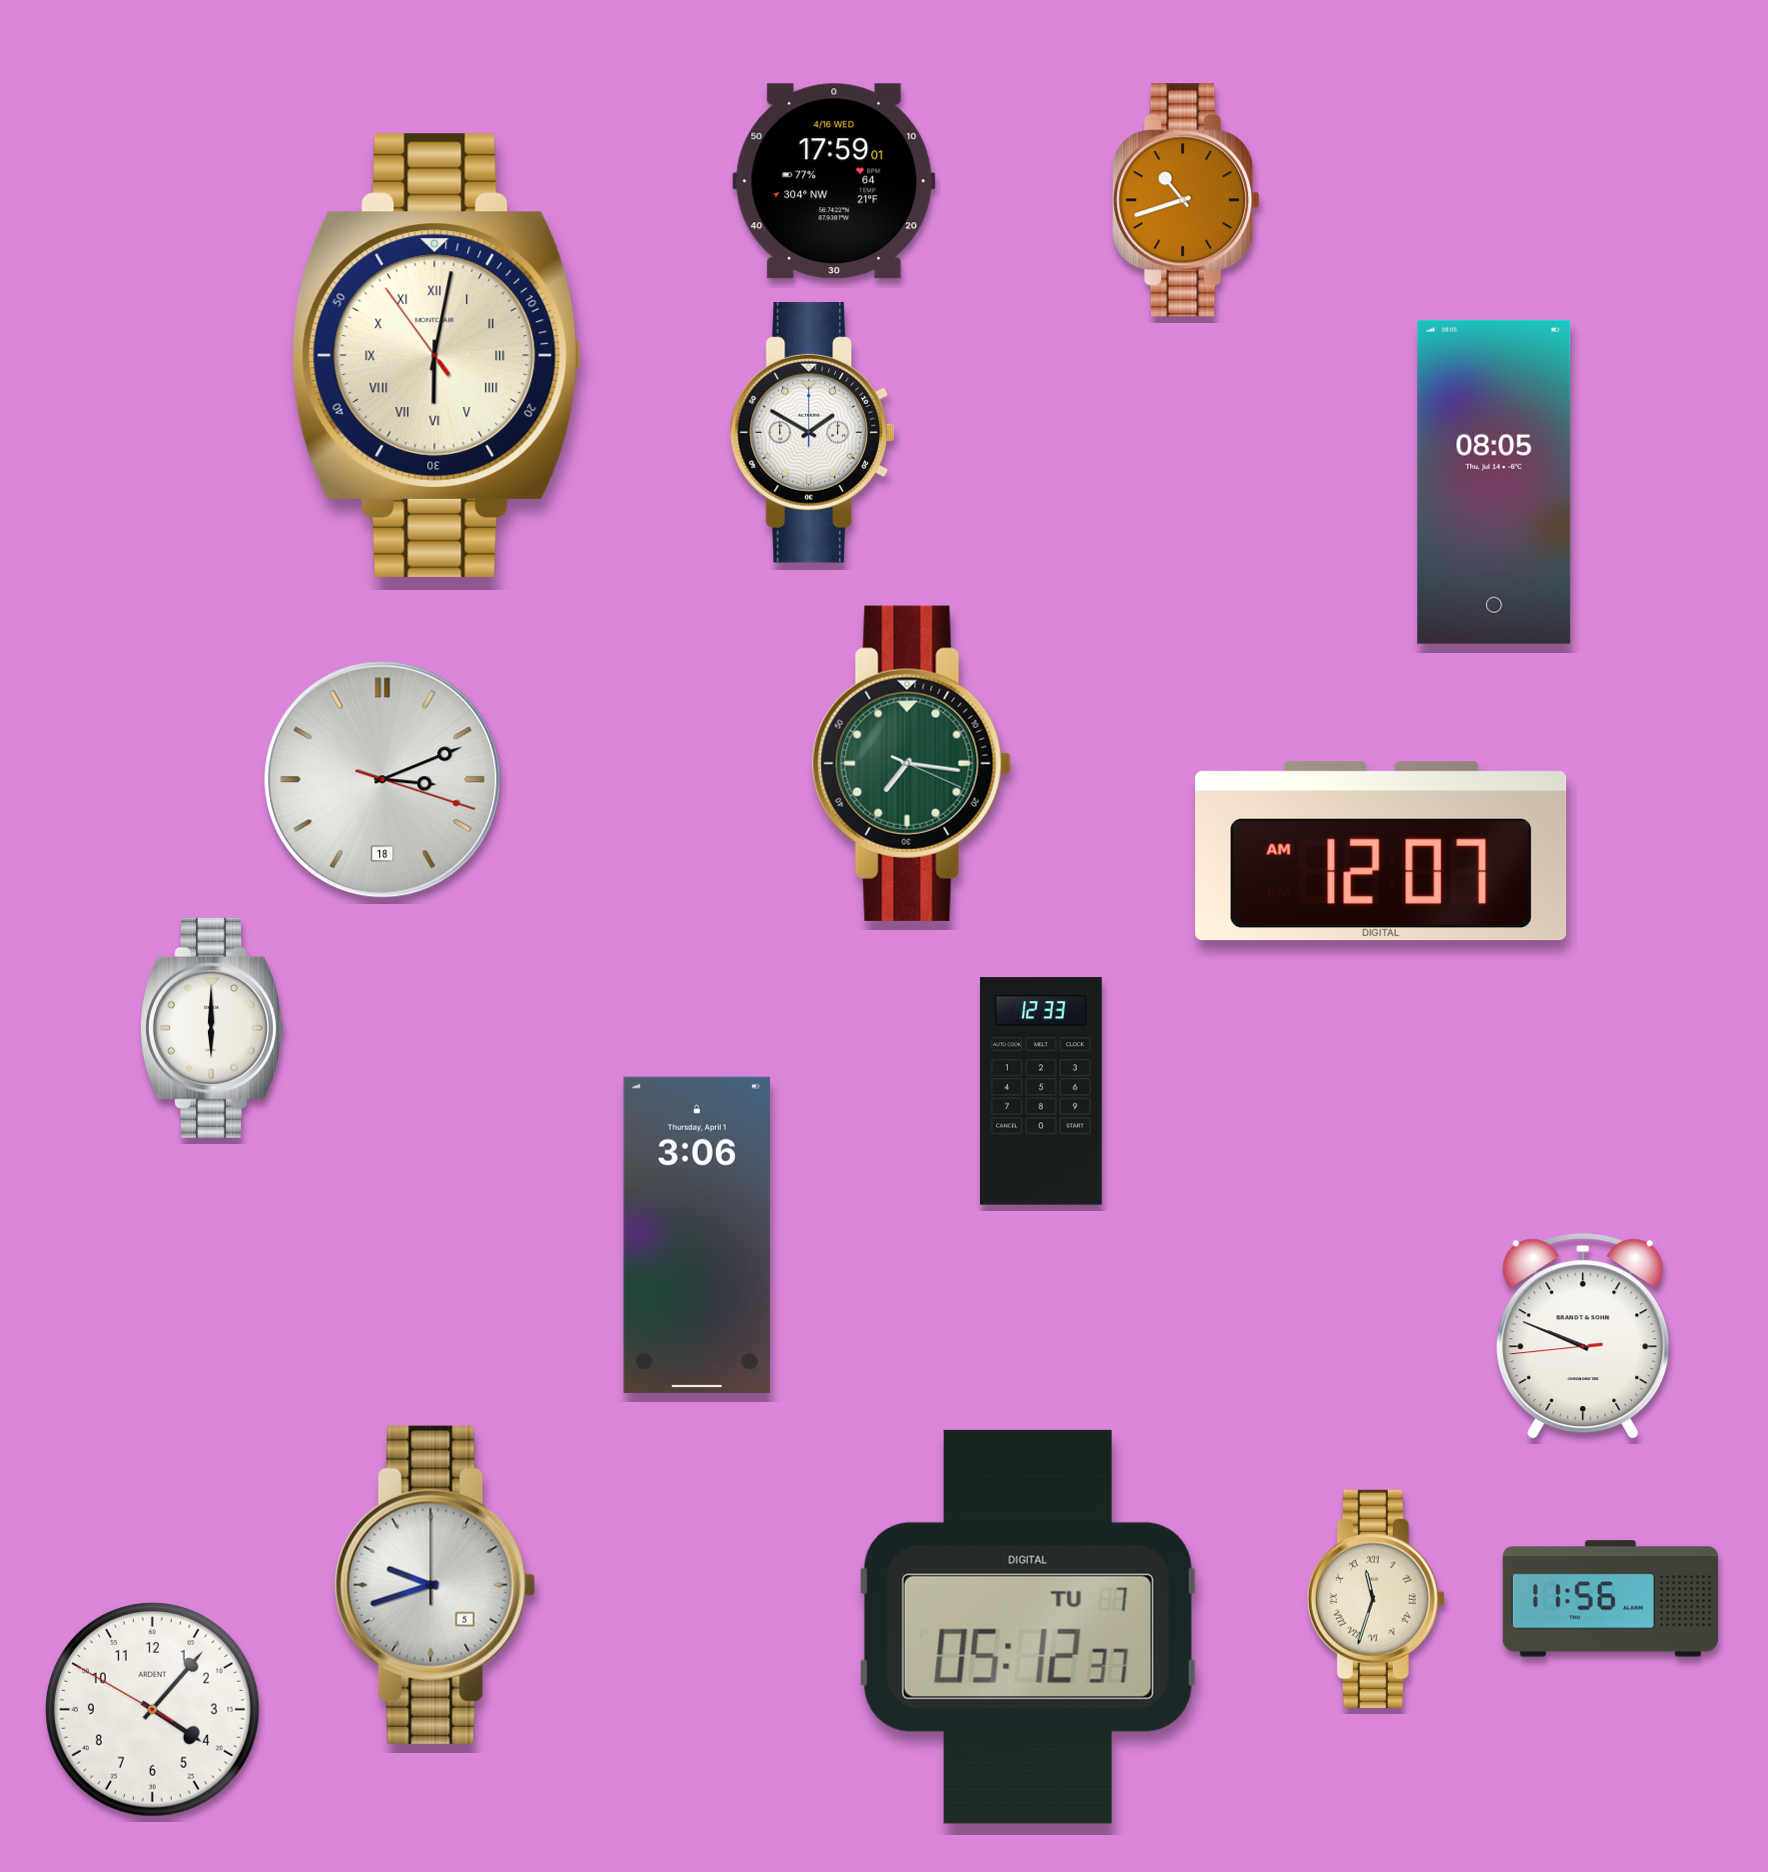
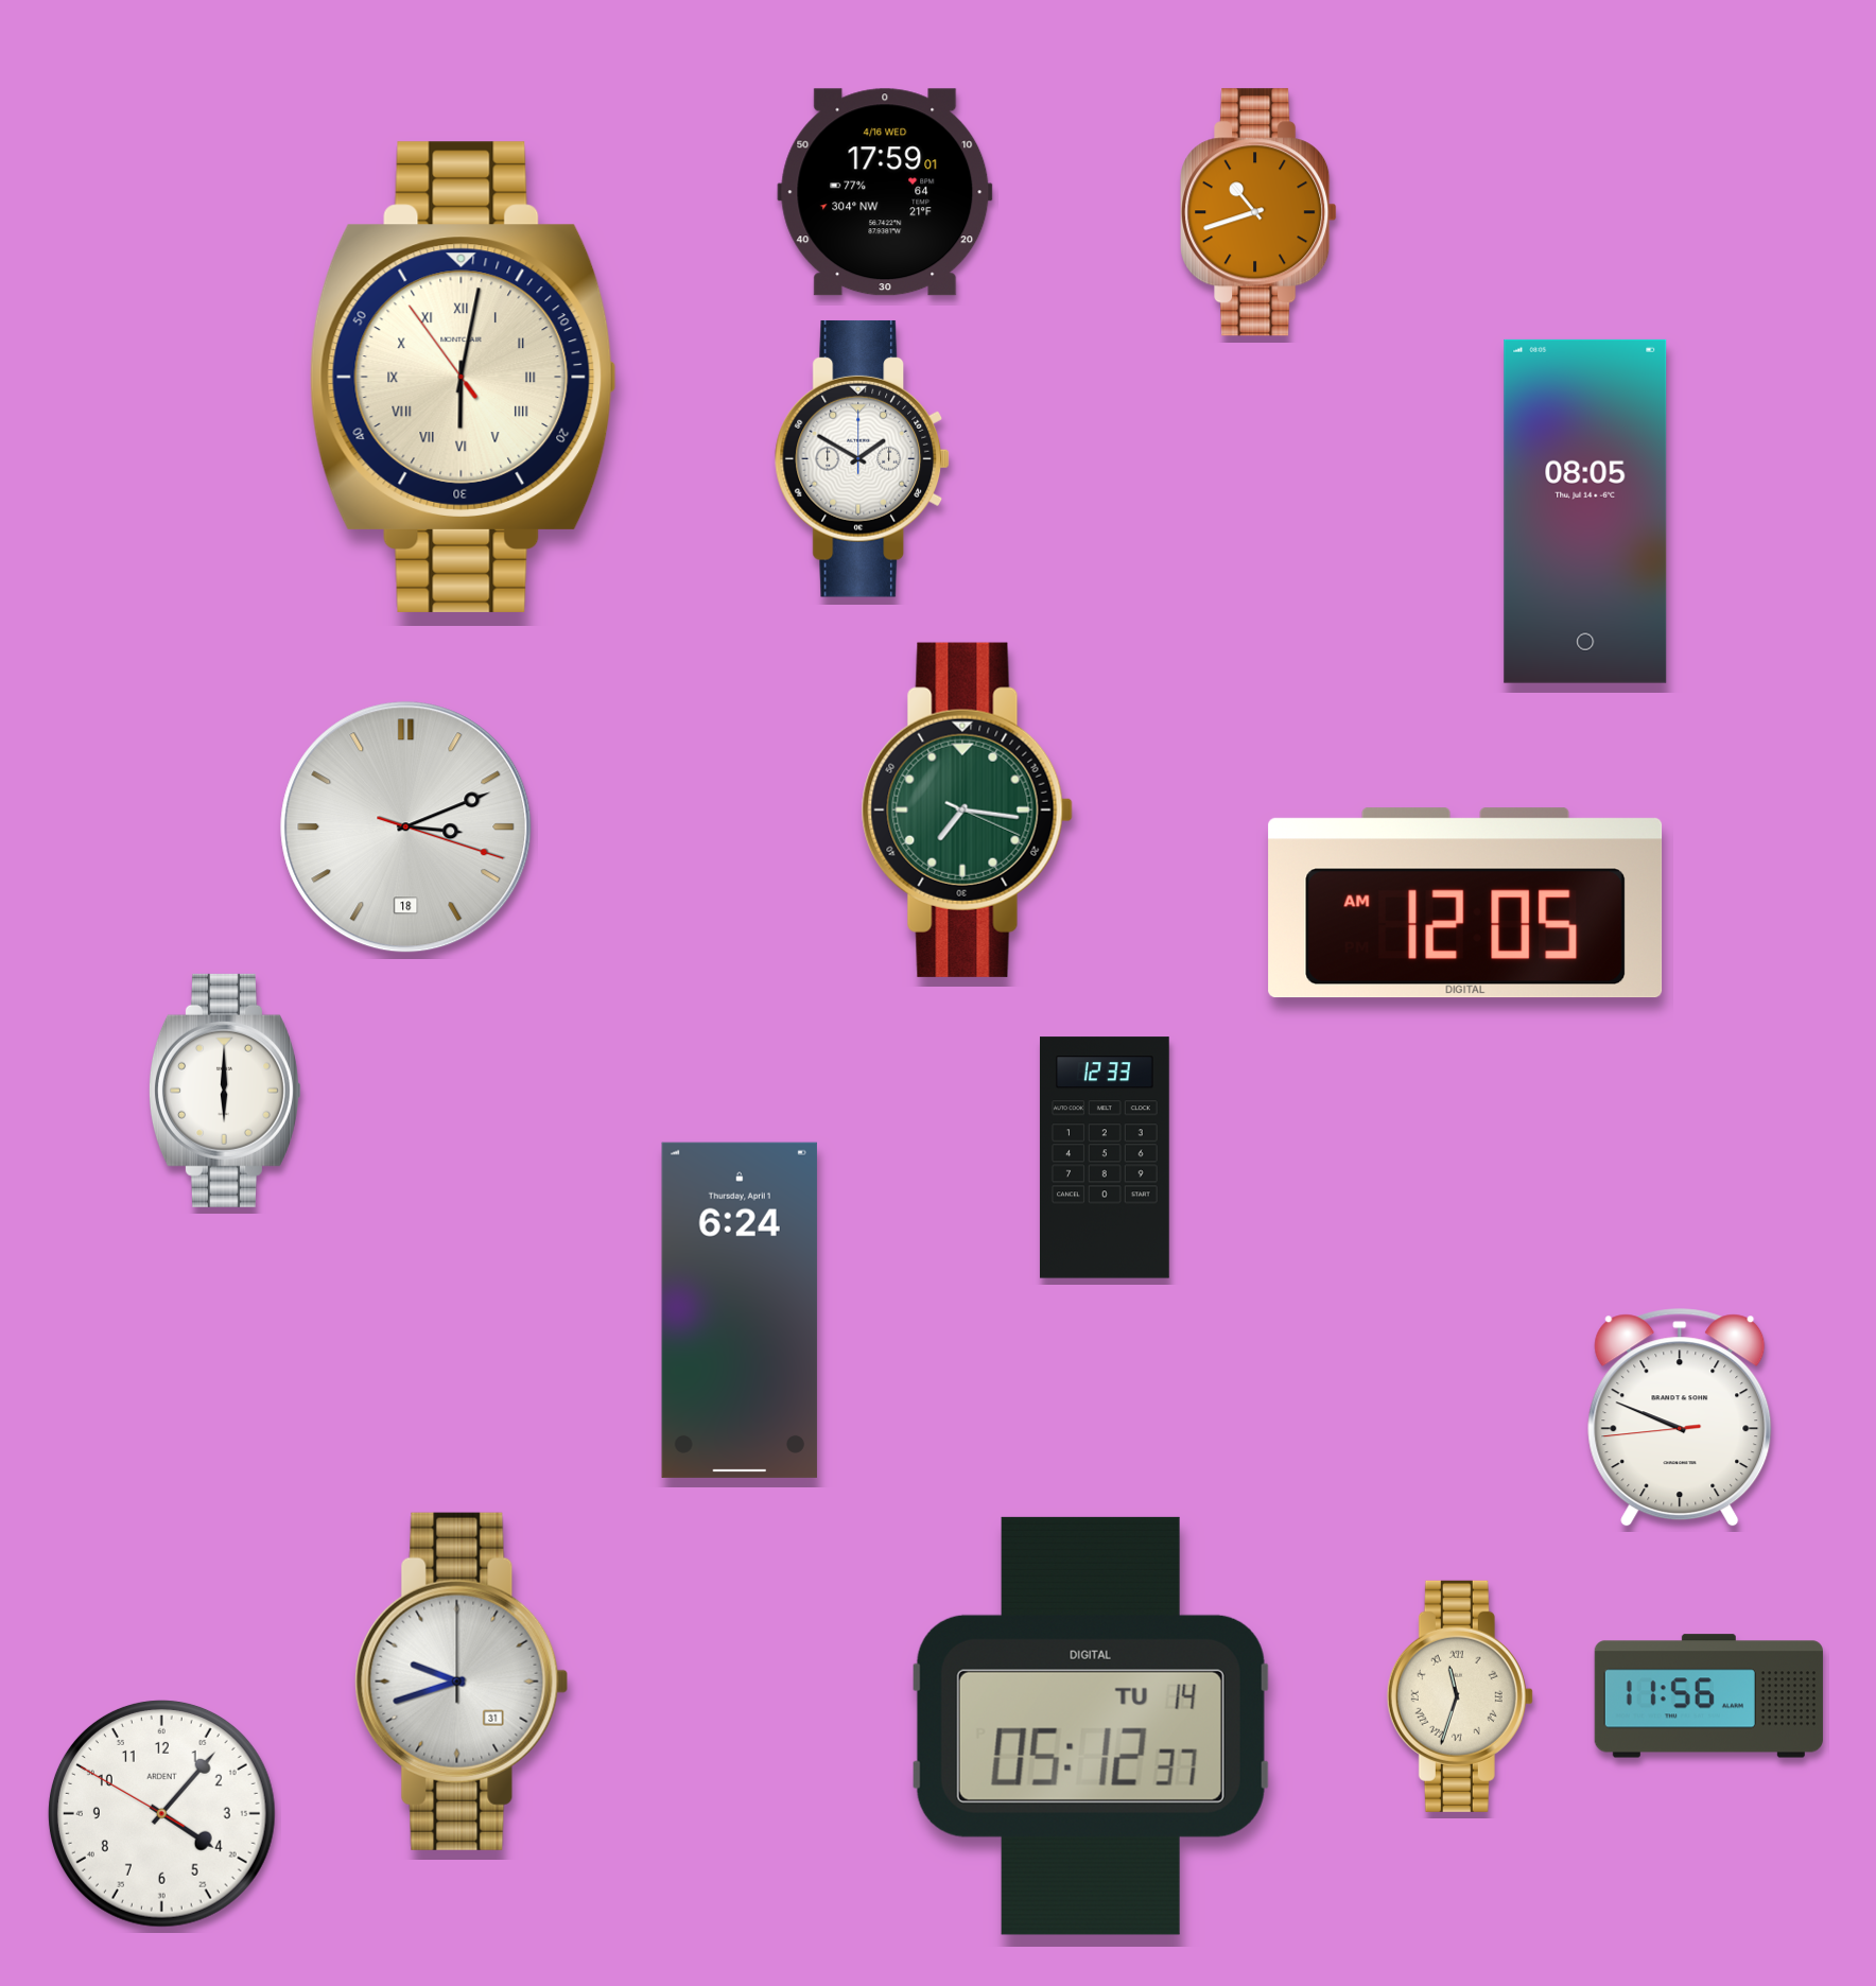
clock at (1381, 851): 12:07 -> 12:05
clock at (697, 1235): 3:06 -> 6:24
clock at (435, 1585) date: 5 -> 31
clock at (1028, 1627) date: TU 7 -> TU 14
